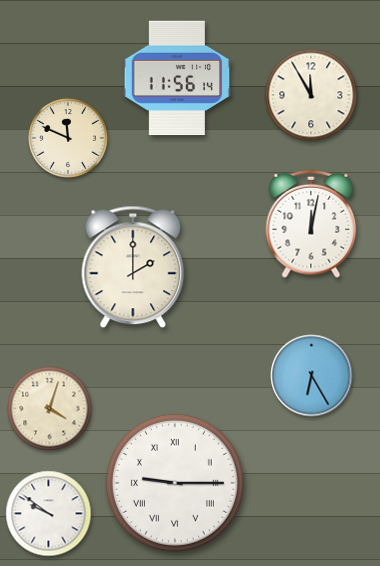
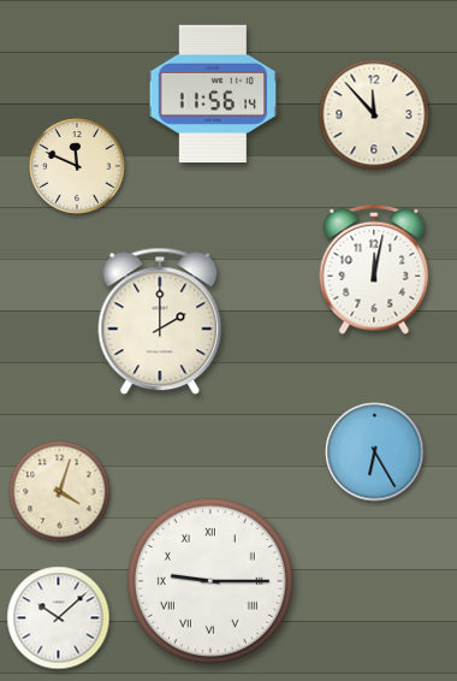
clock at (311, 95): 11:55 -> 11:53
clock at (68, 138) position: (68, 138) -> (77, 166)
clock at (49, 514): 9:51 -> 10:08
